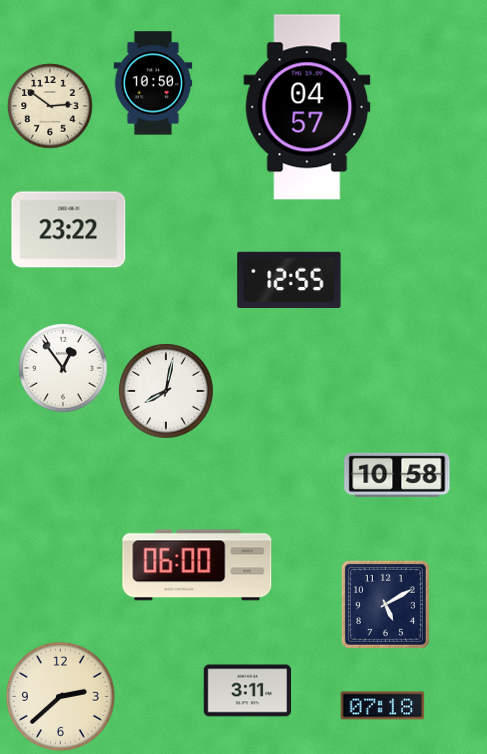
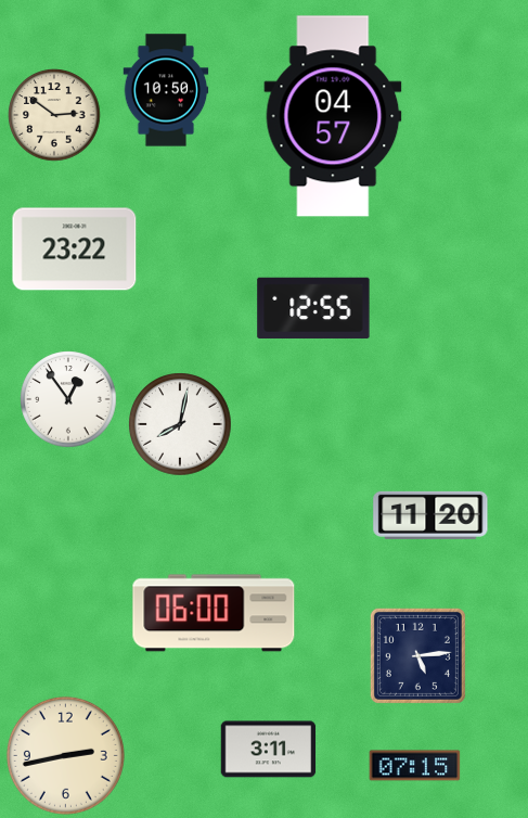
clock at (289, 279) position: (289, 279) -> (313, 307)
clock at (397, 475): 10:58 -> 11:20
clock at (385, 604): 5:10 -> 5:14
clock at (60, 696): 2:38 -> 2:43
clock at (383, 706): 07:18 -> 07:15
